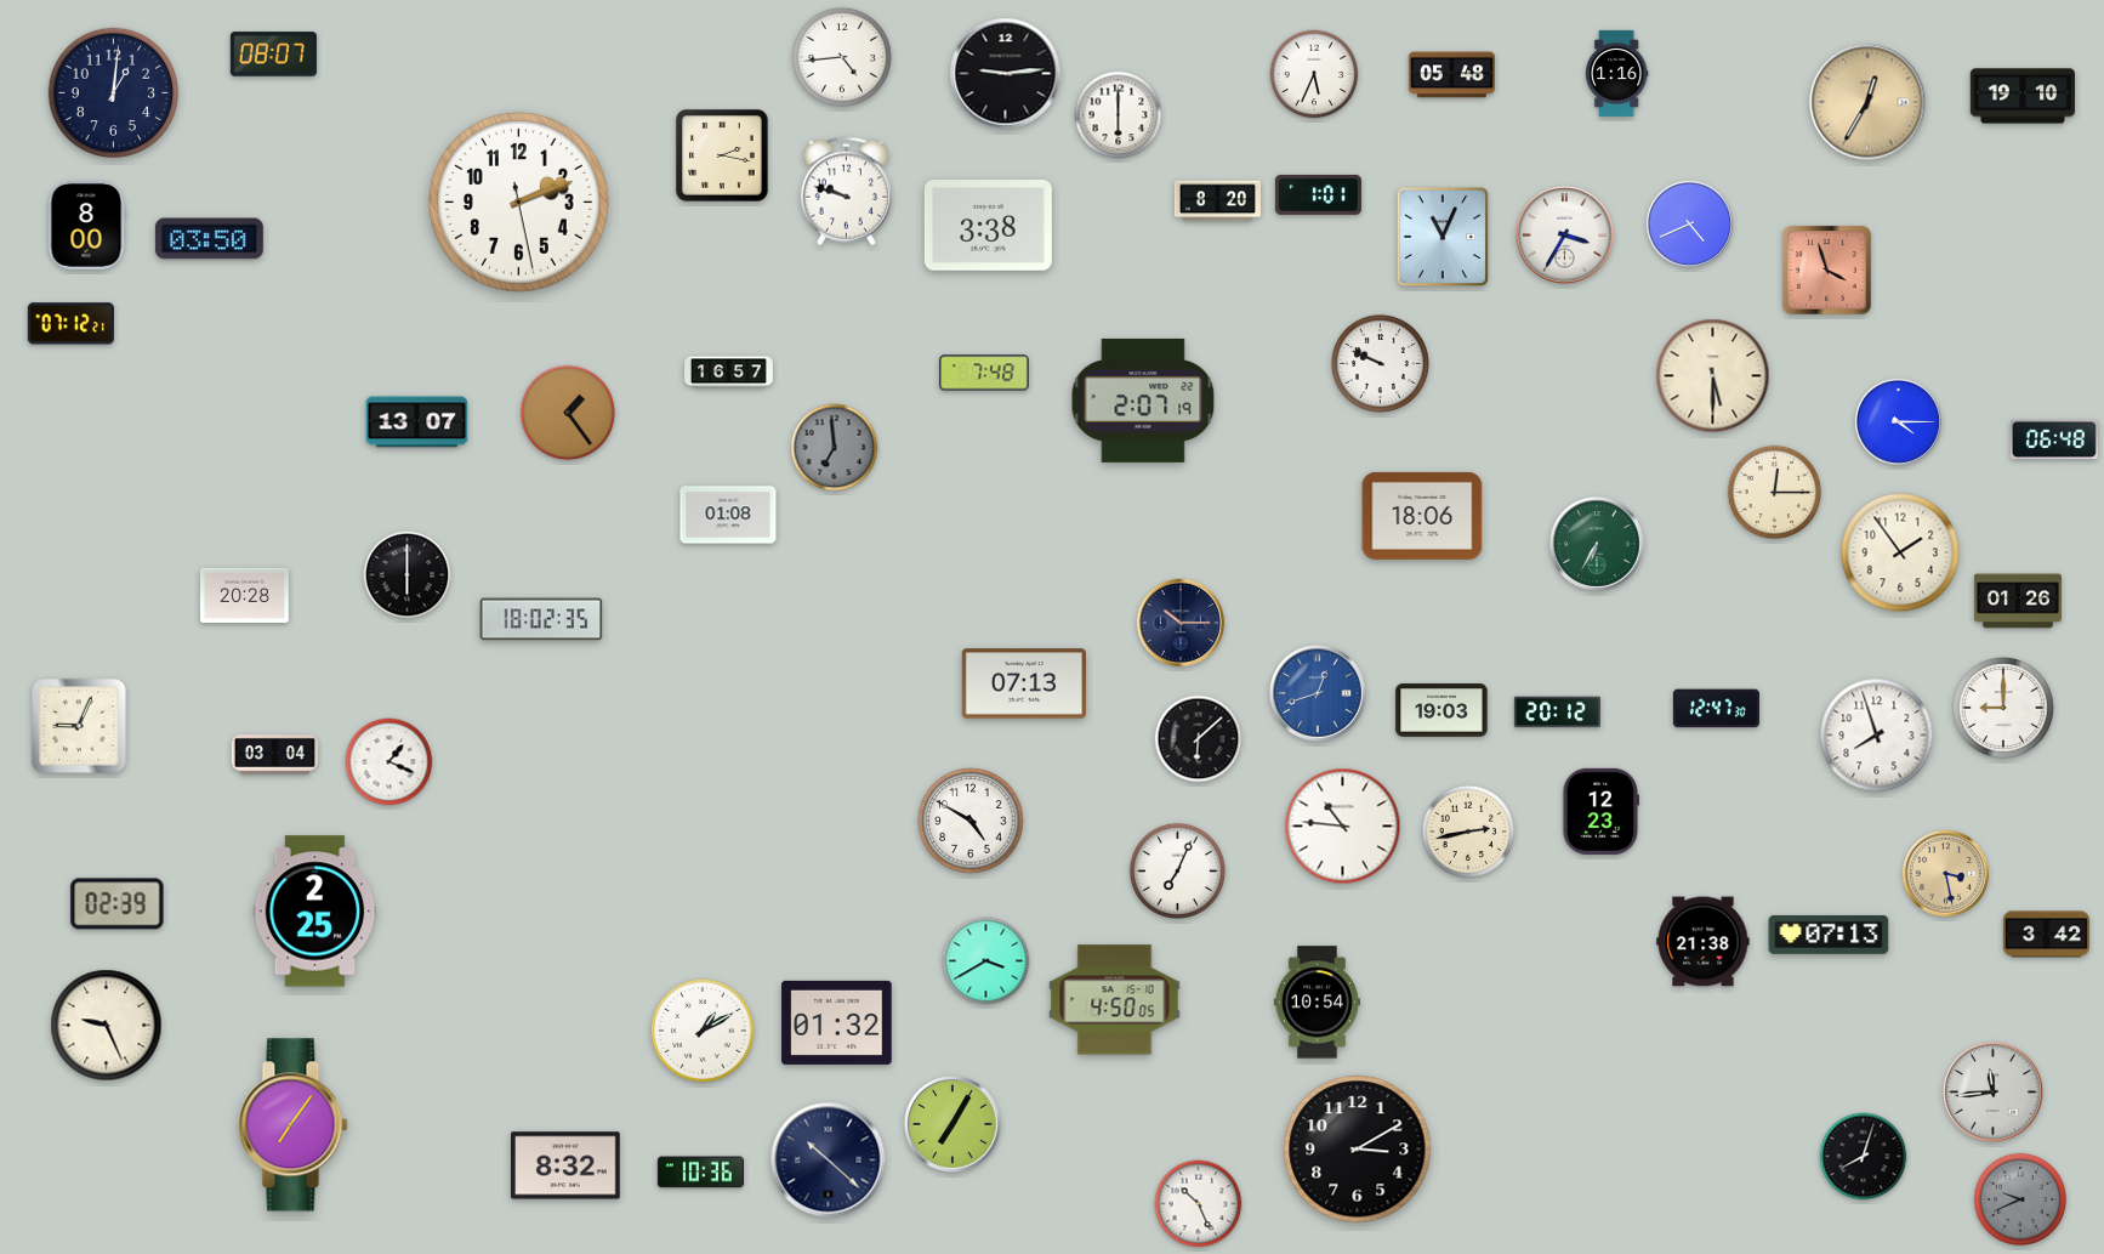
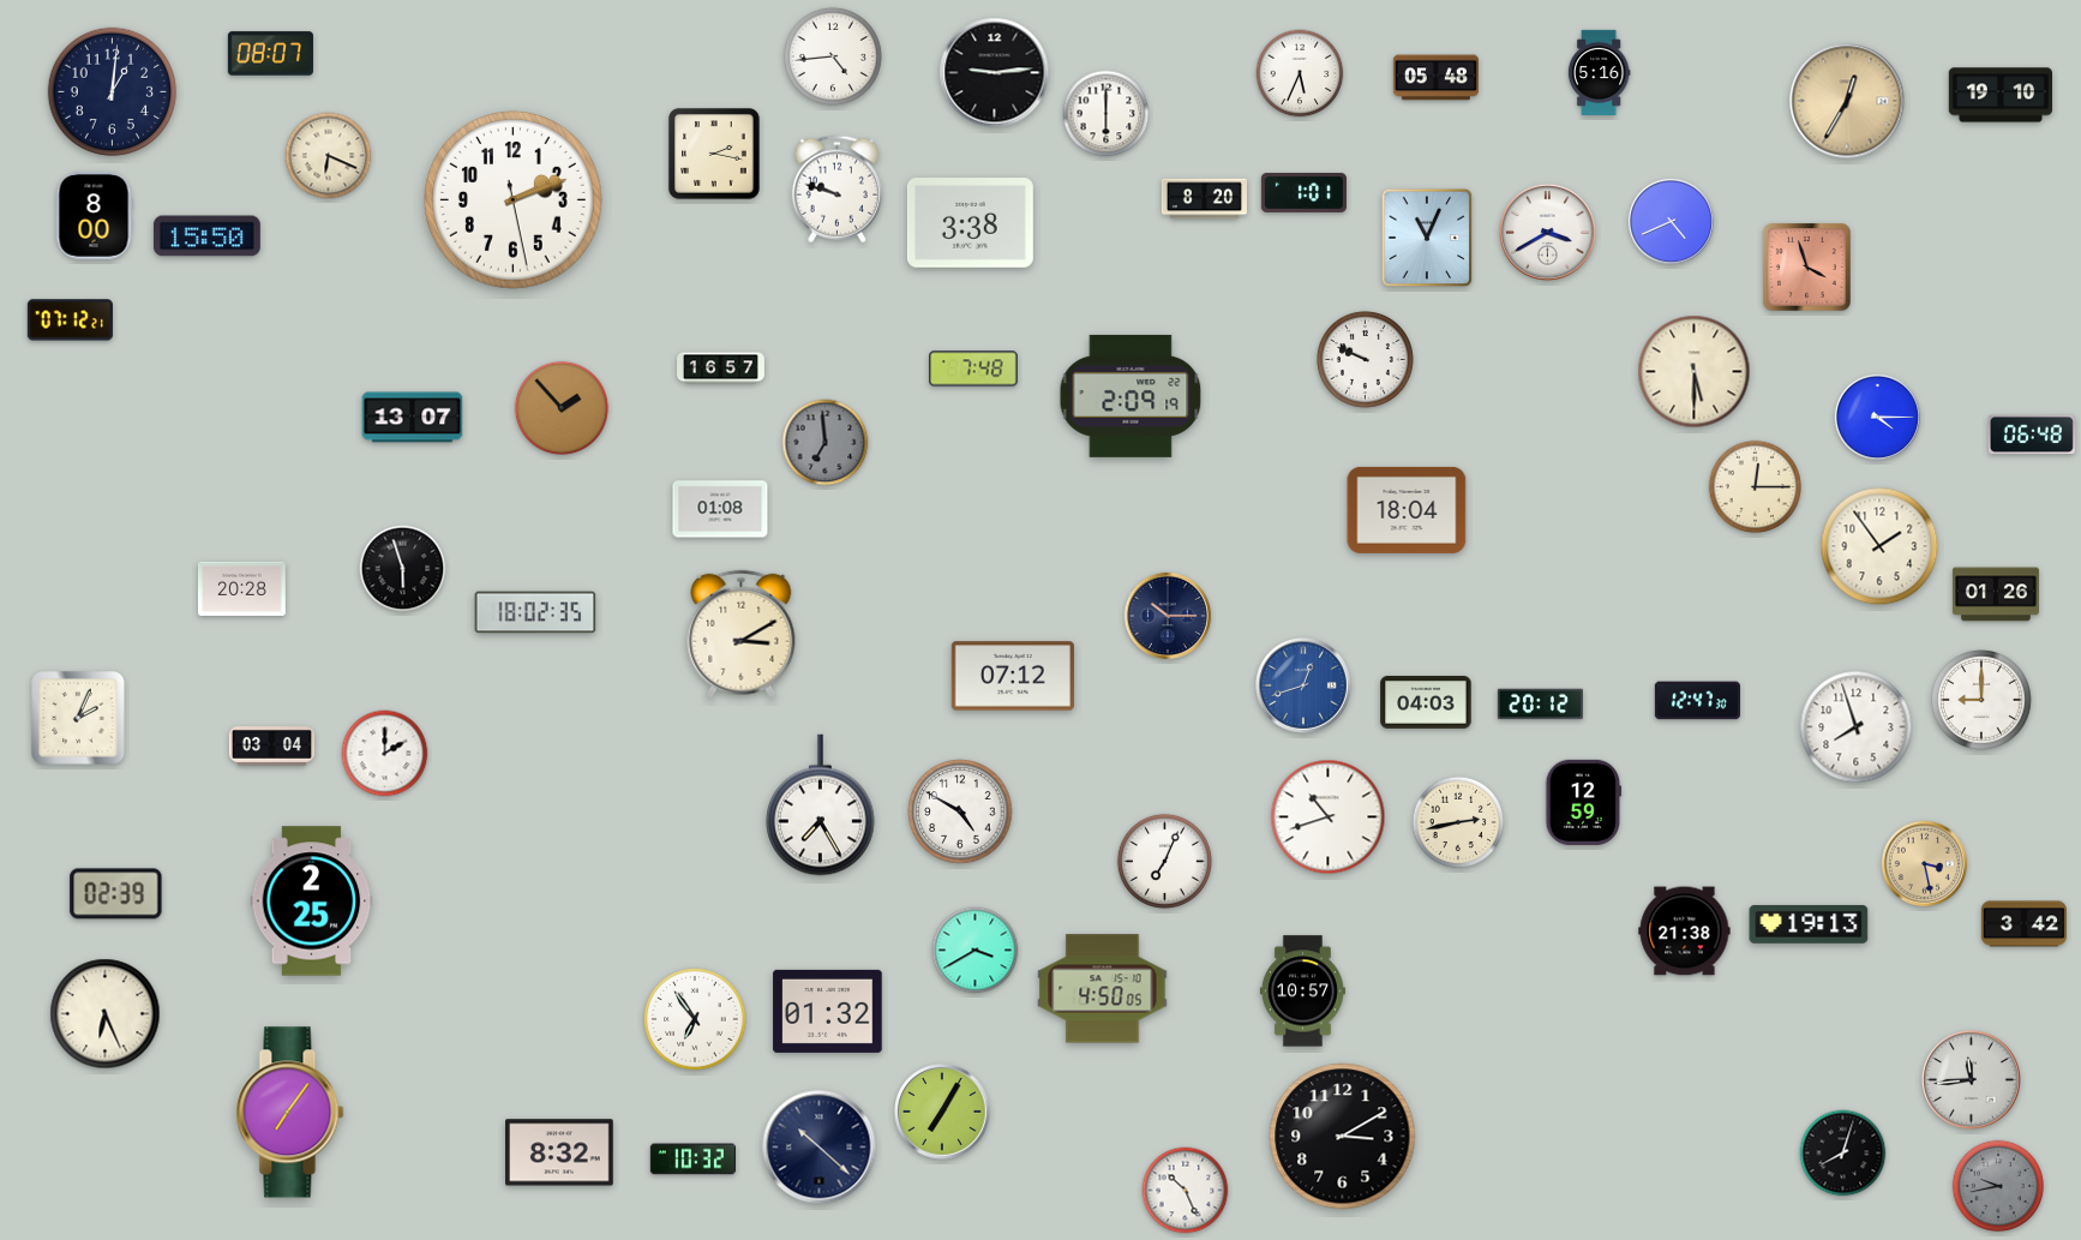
clock at (1616, 73): 1:16 -> 5:16
clock at (1451, 75) position: (1451, 75) -> (1435, 78)
clock at (329, 156): none -> 6:19
clock at (86, 225) position: (86, 225) -> (94, 215)
clock at (988, 226) position: (988, 226) -> (970, 223)
clock at (1565, 236): 3:35 -> 3:40
clock at (1443, 237) position: (1443, 237) -> (1427, 238)
clock at (209, 239): 03:50 -> 15:50
clock at (1143, 401): 2:07 -> 2:09
clock at (568, 413): 1:24 -> 1:53
clock at (1422, 516): 18:06 -> 18:04
clock at (1597, 544): 6:35 -> none
clock at (408, 575): 6:00 -> 5:57
clock at (742, 635): none -> 3:10
clock at (1024, 683): 07:13 -> 07:12
clock at (1441, 710): 19:03 -> 04:03
clock at (79, 726): 9:04 -> 2:04
clock at (1199, 739): 6:08 -> none
clock at (389, 762): 1:19 -> 2:00
clock at (1600, 811): 12:23 -> 12:59
clock at (821, 805): none -> 7:25
clock at (1343, 827): 10:46 -> 10:42
clock at (1468, 832) position: (1468, 832) -> (1458, 822)
clock at (1829, 935): 07:13 -> 19:13
clock at (1317, 1003): 10:54 -> 10:57
clock at (107, 1026): 9:26 -> 6:26
clock at (703, 1031): 1:10 -> 6:54
clock at (1864, 1157) position: (1864, 1157) -> (1843, 1154)
clock at (700, 1173): 10:36 -> 10:32
clock at (2020, 1199): 9:41 -> 9:43
